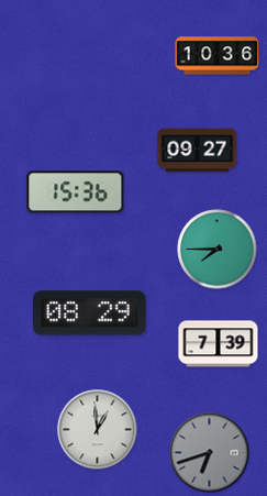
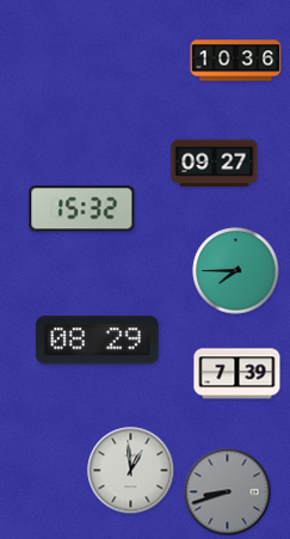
clock at (76, 192): 15:36 -> 15:32
clock at (98, 430) position: (98, 430) -> (131, 471)
clock at (210, 453): 6:42 -> 8:42
